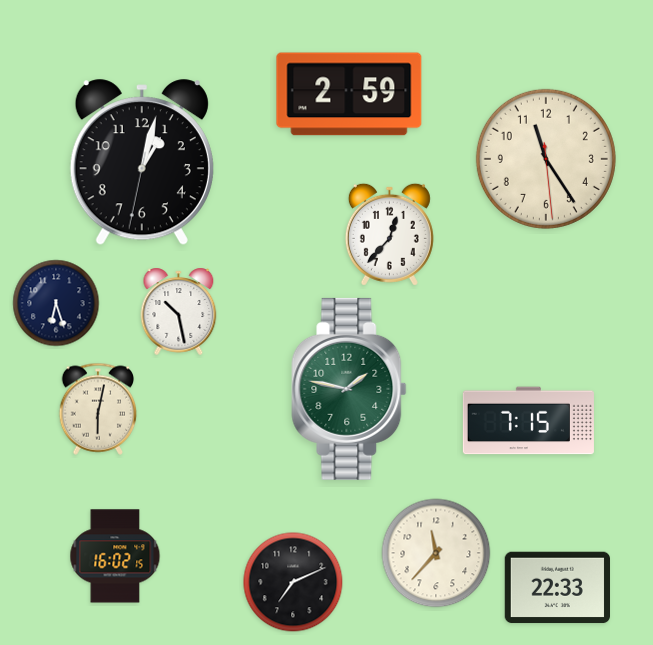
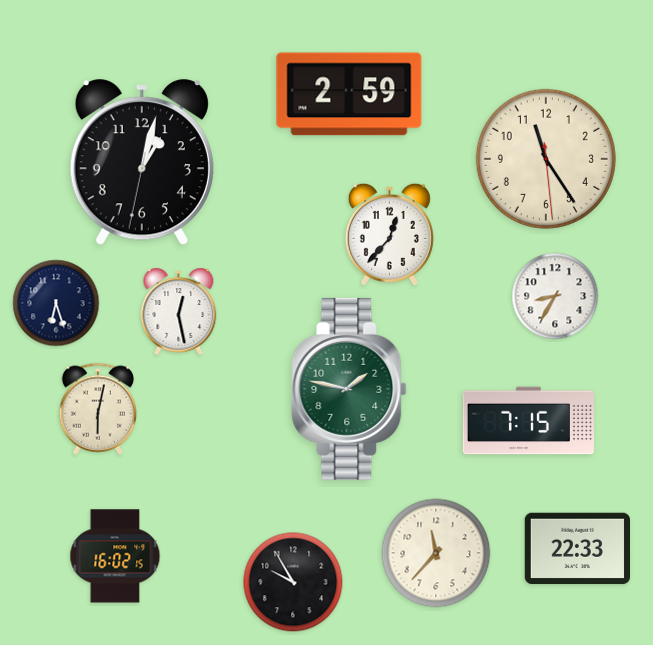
clock at (555, 296): none -> 8:35
clock at (179, 311): 10:28 -> 12:28
clock at (293, 582): 7:11 -> 9:55
clock at (557, 588) position: (557, 588) -> (577, 549)
